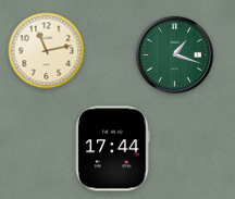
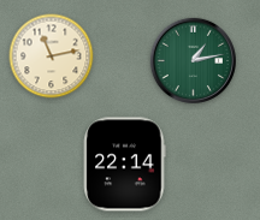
clock at (174, 54): 1:18 -> 1:13
clock at (112, 149): 17:44 -> 22:14
